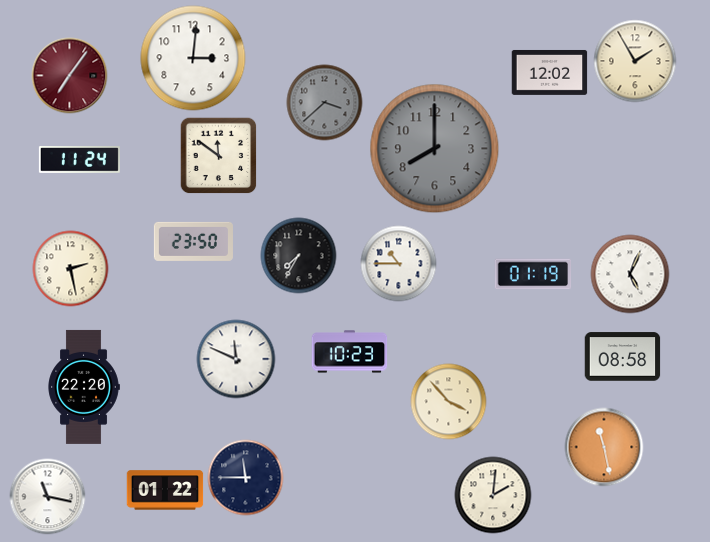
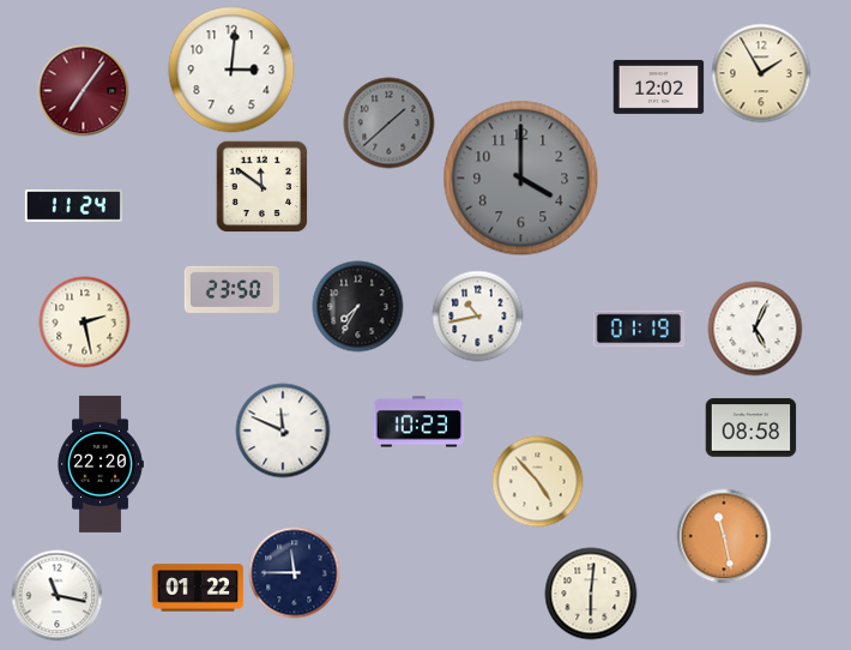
clock at (325, 103): 3:38 -> 1:38
clock at (435, 149): 8:00 -> 4:00
clock at (79, 160) position: (79, 160) -> (73, 206)
clock at (399, 264): 10:45 -> 10:43
clock at (623, 357) position: (623, 357) -> (752, 428)
clock at (449, 402): 3:53 -> 4:53
clock at (493, 495): 2:01 -> 6:01
